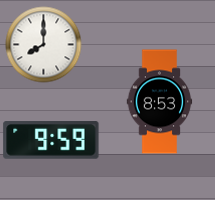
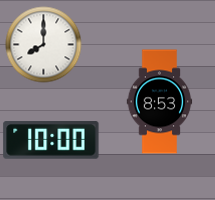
clock at (51, 140): 9:59 -> 10:00
